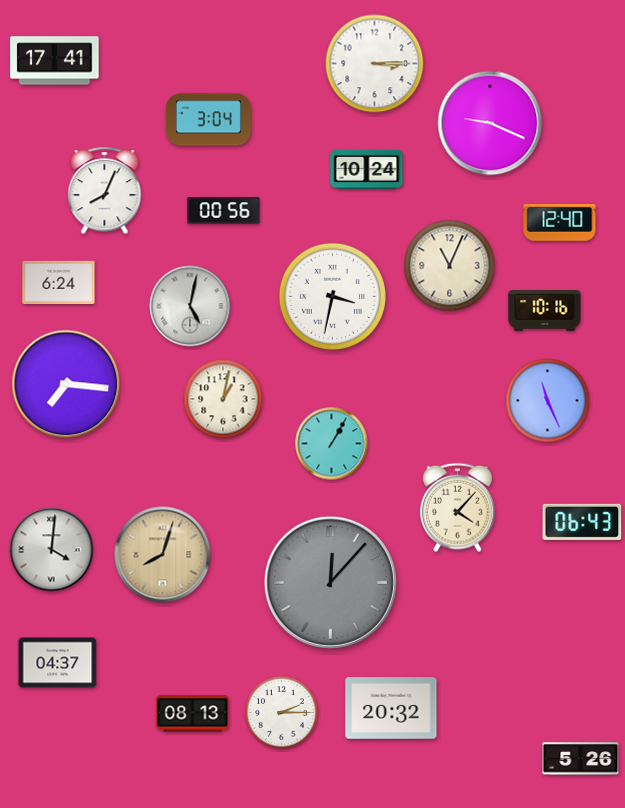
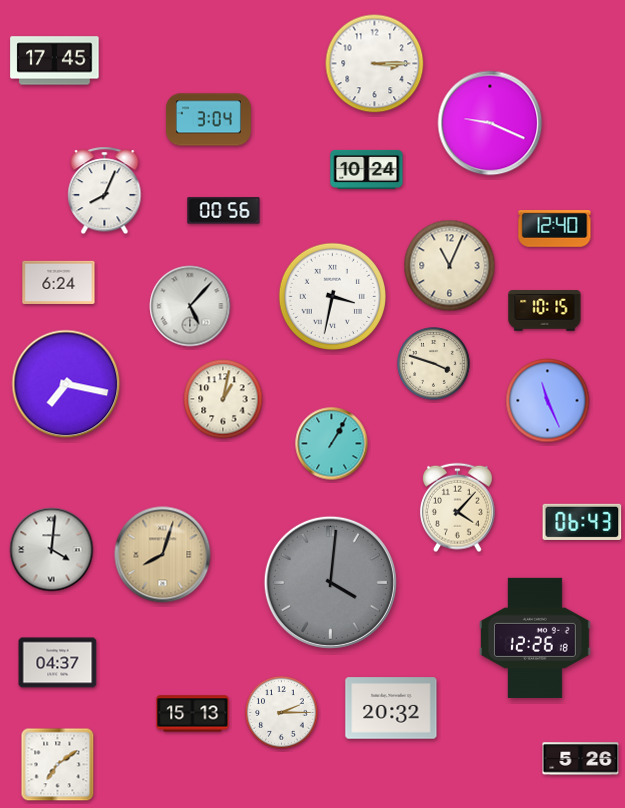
clock at (55, 61): 17:41 -> 17:45
clock at (560, 223) position: (560, 223) -> (555, 229)
clock at (190, 306): 5:02 -> 5:07
clock at (545, 311): 10:16 -> 10:15
clock at (434, 364): none -> 3:48
clock at (66, 384): 7:16 -> 7:17
clock at (330, 582): 12:07 -> 4:01
clock at (536, 638): none -> 12:26
clock at (193, 714): 08:13 -> 15:13
clock at (58, 765): none -> 7:09
